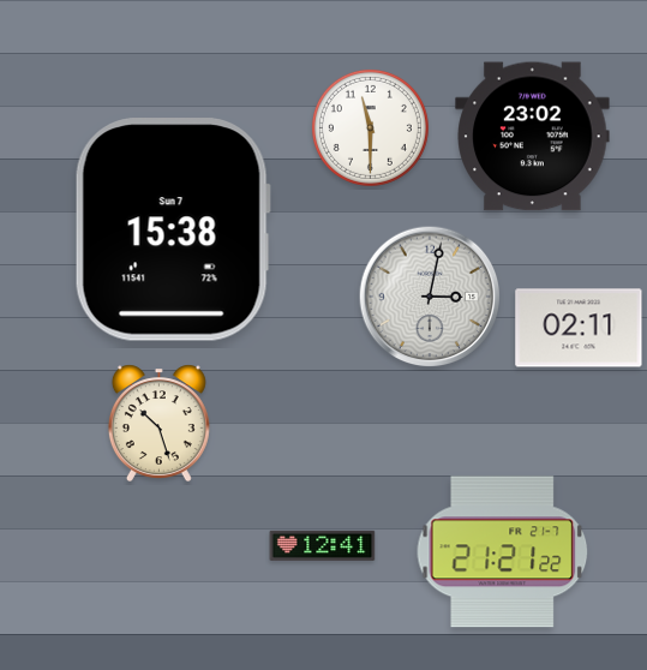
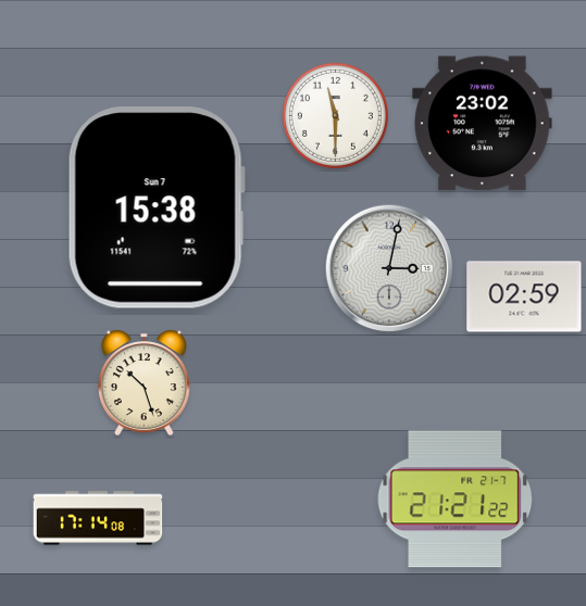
clock at (579, 328): 02:11 -> 02:59
clock at (323, 545): 12:41 -> none
clock at (98, 518): none -> 17:14
